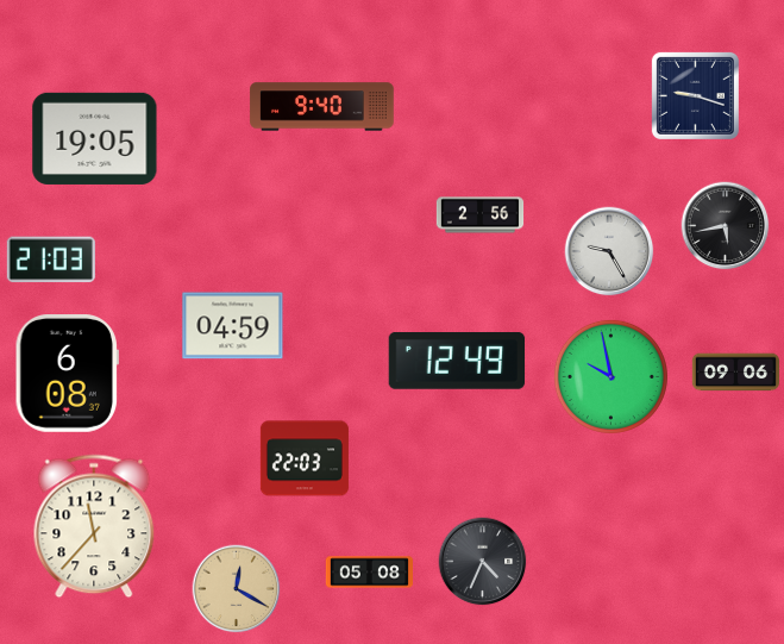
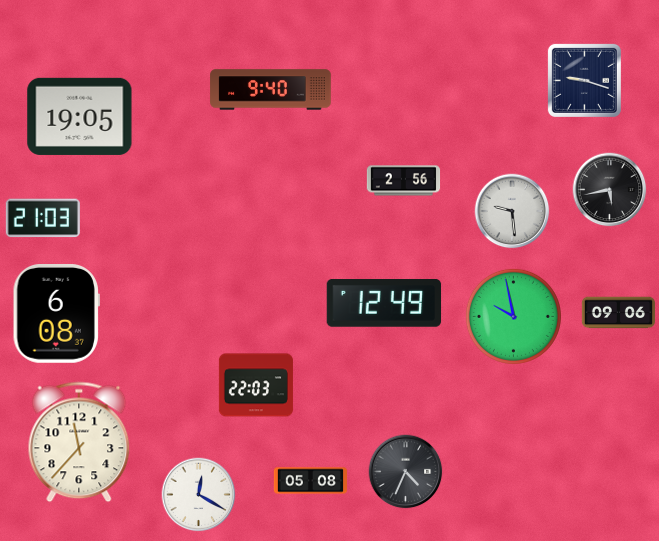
clock at (609, 251): 9:25 -> 9:29
clock at (233, 326): 04:59 -> none
clock at (237, 589) dial: champagne -> white
